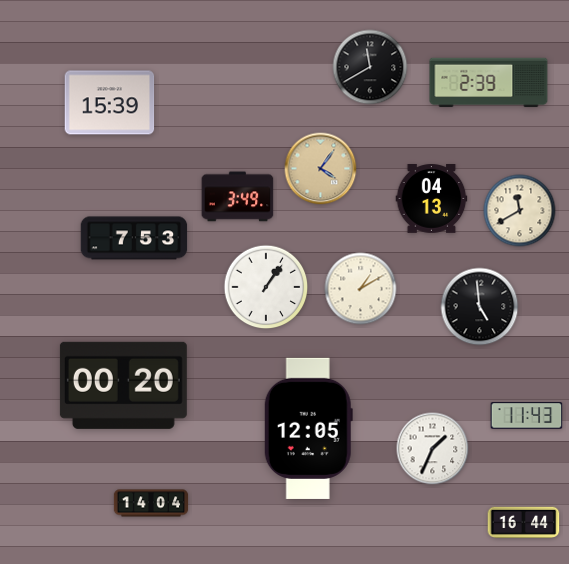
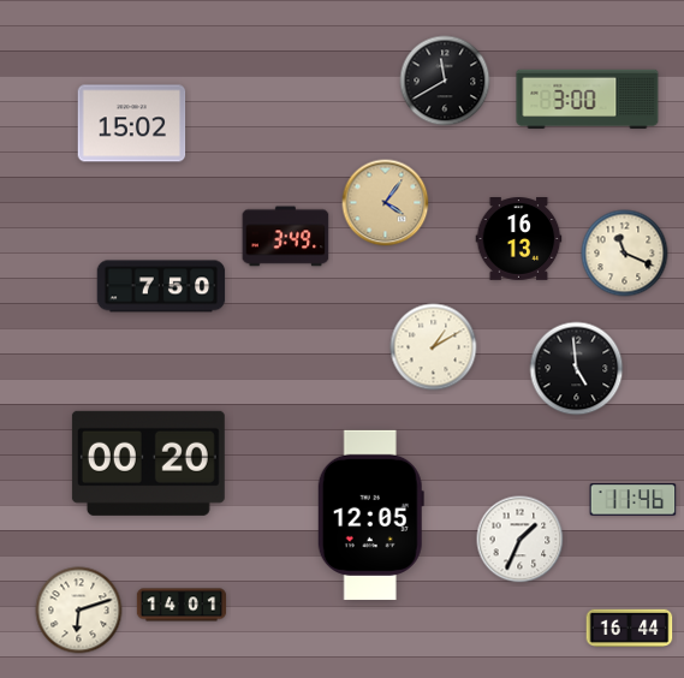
clock at (489, 83): 2:39 -> 3:00
clock at (110, 103): 15:39 -> 15:02
clock at (432, 199): 04:13 -> 16:13
clock at (520, 211): 11:40 -> 11:19
clock at (134, 238): 7:53 -> 7:50
clock at (266, 287): 1:06 -> none
clock at (527, 416): 11:43 -> 11:46
clock at (151, 503): 14:04 -> 14:01
clock at (79, 611): none -> 6:12
